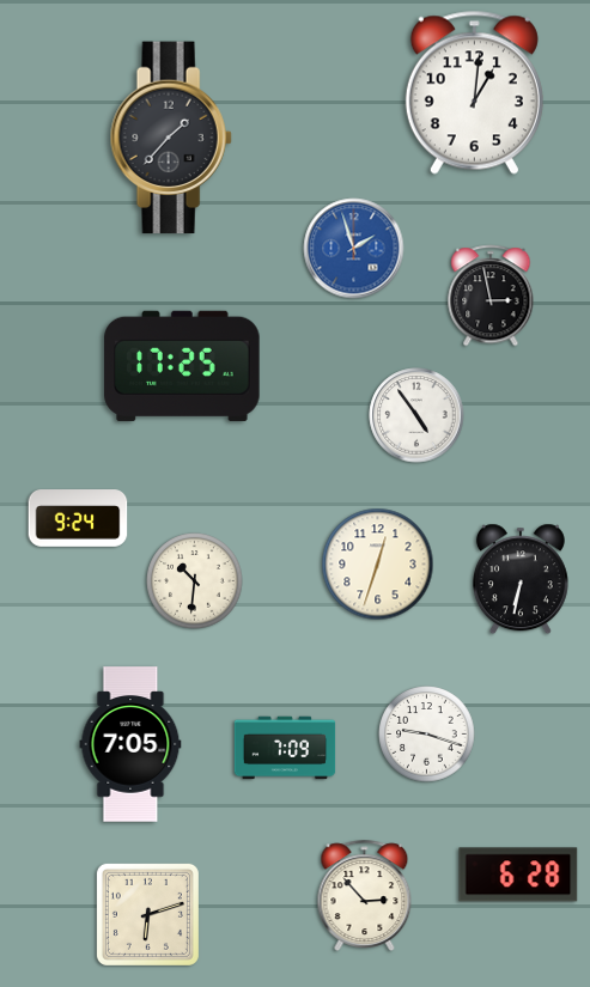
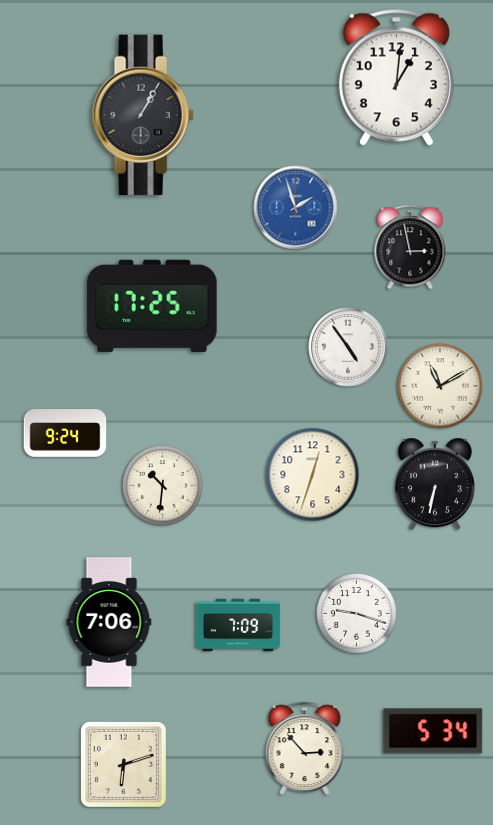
clock at (171, 138): 1:37 -> 1:05
clock at (440, 386): none -> 11:10
clock at (378, 565) position: (378, 565) -> (313, 475)
clock at (130, 744): 7:05 -> 7:06
clock at (518, 875): 6:28 -> 5:34
